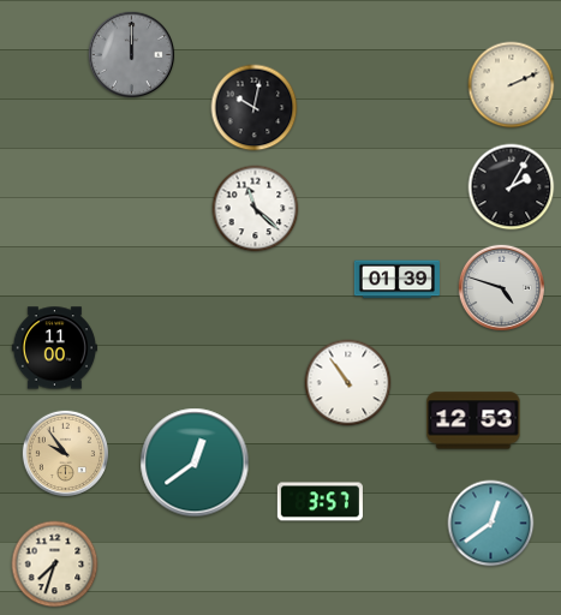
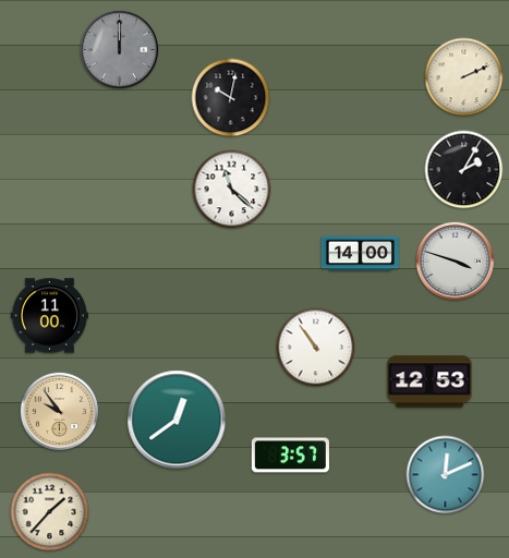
clock at (396, 280): 01:39 -> 14:00
clock at (501, 287): 4:48 -> 3:48
clock at (491, 524): 12:39 -> 12:11
clock at (55, 565): 7:33 -> 1:37
